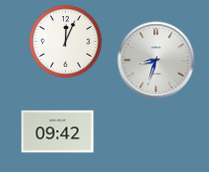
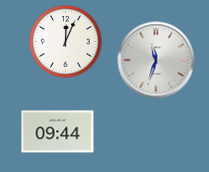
clock at (156, 60): 8:33 -> 11:33
clock at (58, 132): 09:42 -> 09:44
